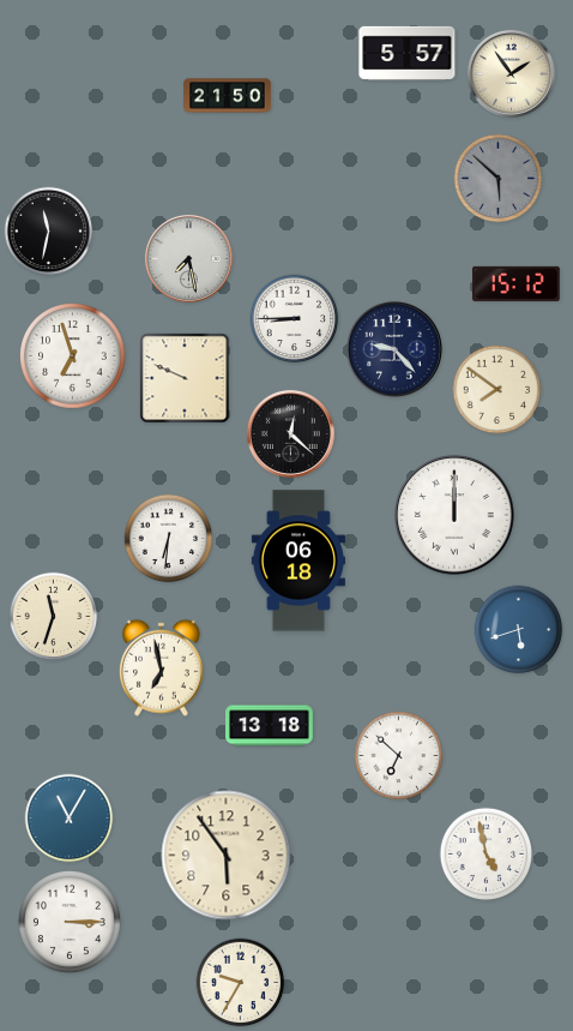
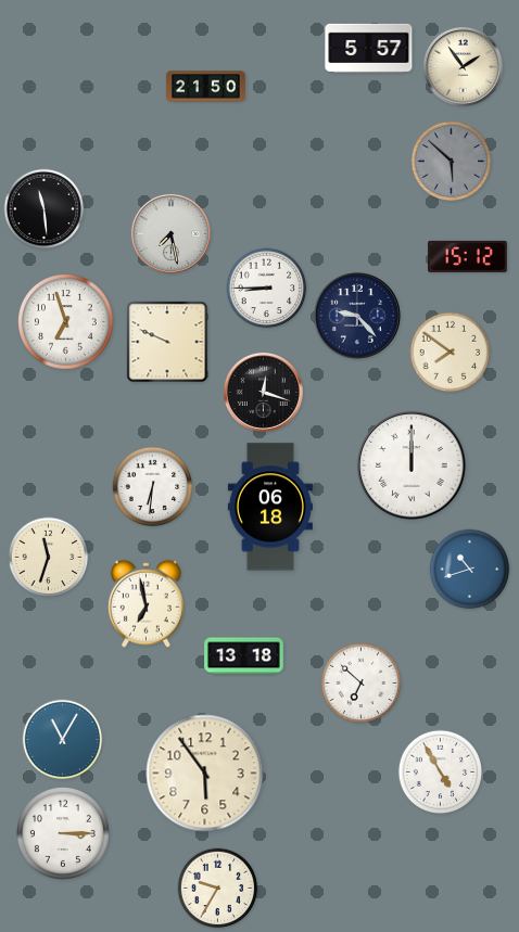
clock at (49, 232): 11:32 -> 11:29
clock at (290, 433): 12:22 -> 12:18
clock at (519, 630): 5:42 -> 10:42
clock at (487, 855): 4:58 -> 4:55
